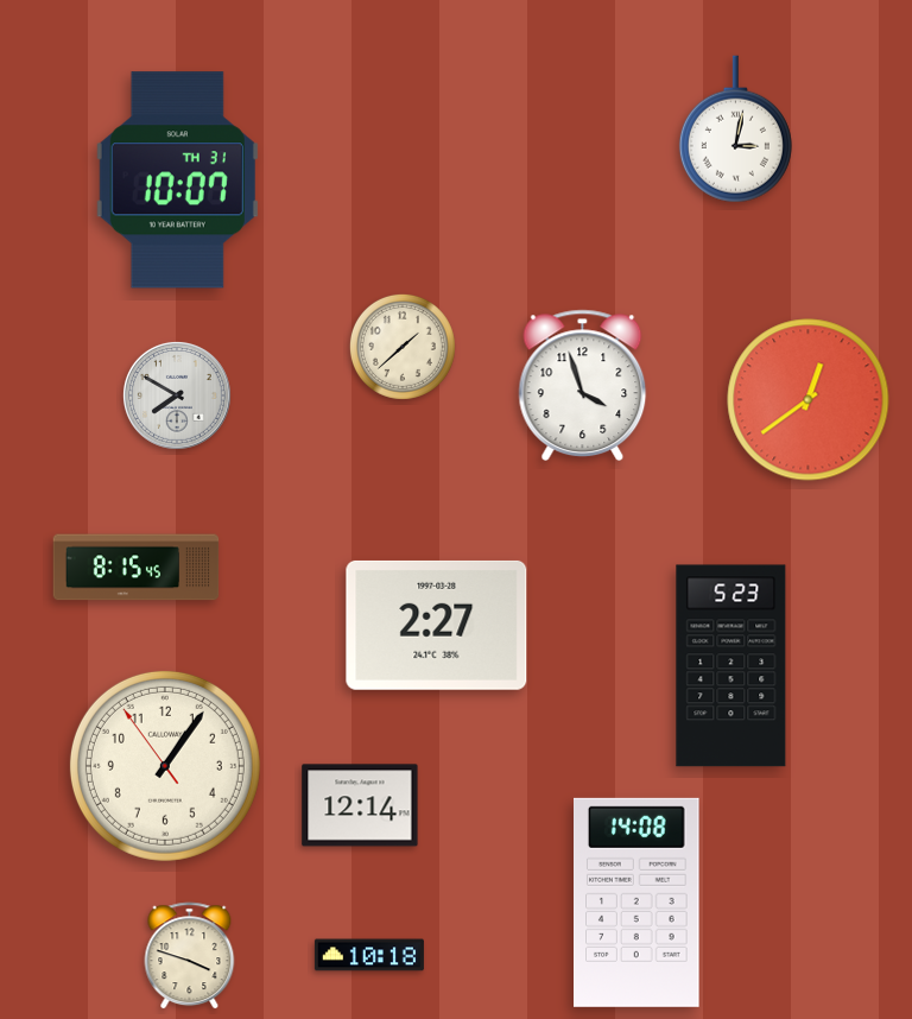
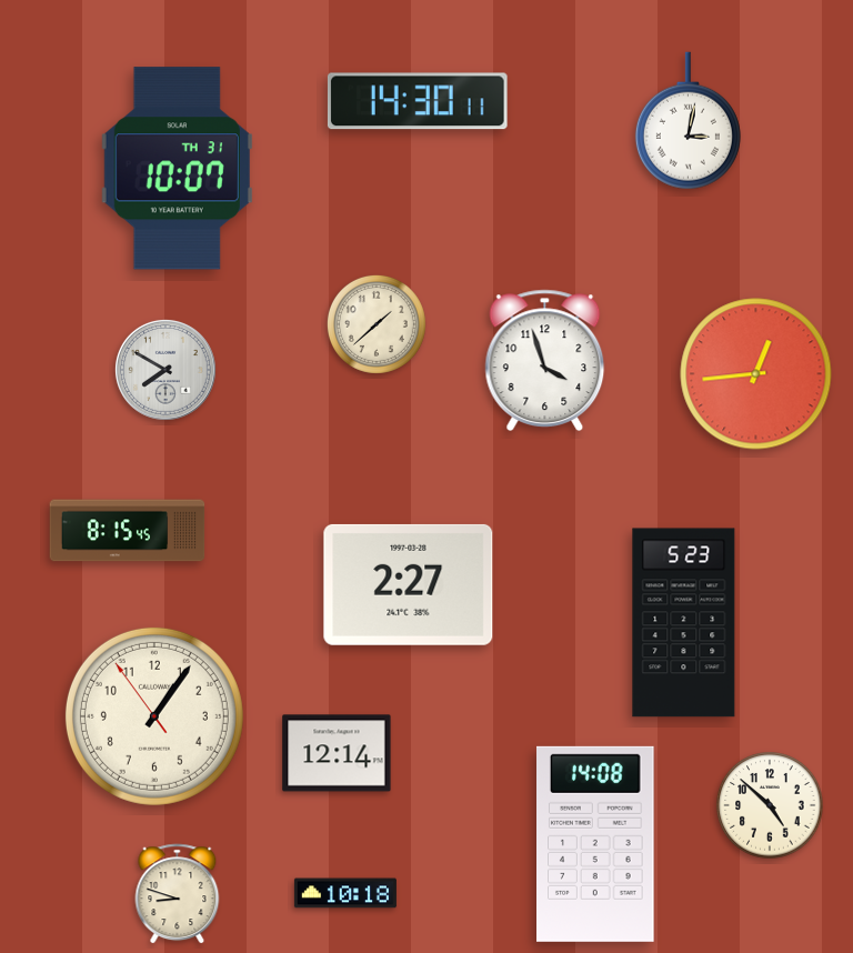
clock at (418, 101): none -> 14:30
clock at (177, 181) position: (177, 181) -> (177, 169)
clock at (809, 400): 12:39 -> 12:44
clock at (770, 805): none -> 4:52
clock at (190, 956): 3:48 -> 8:48
